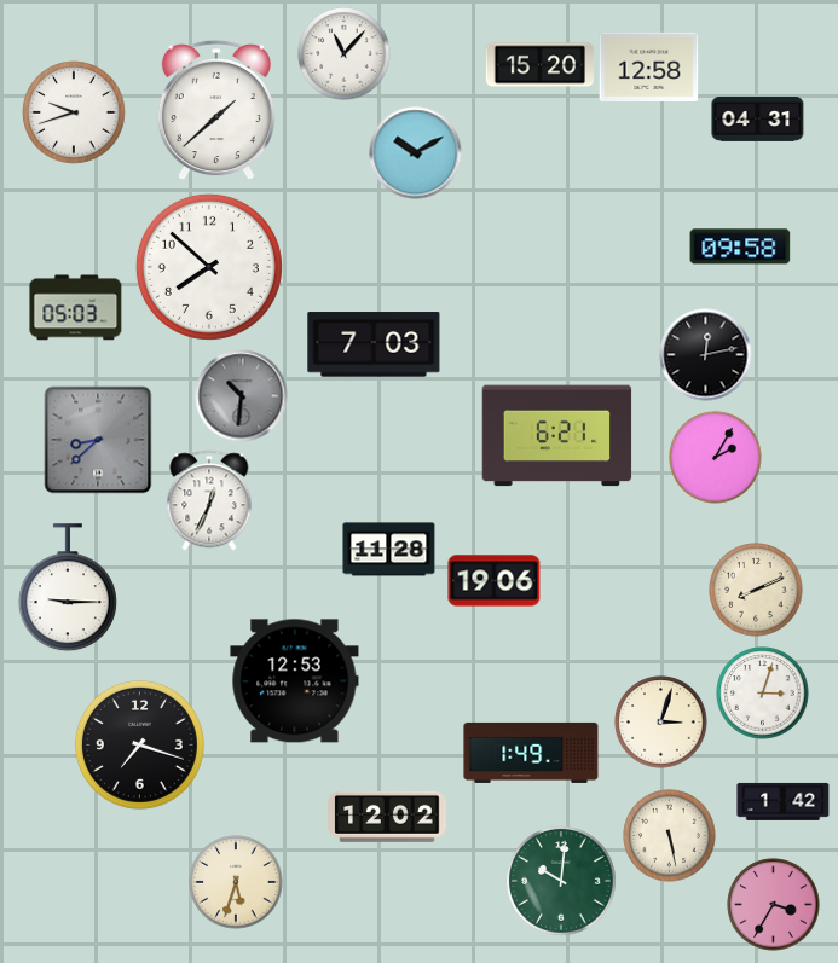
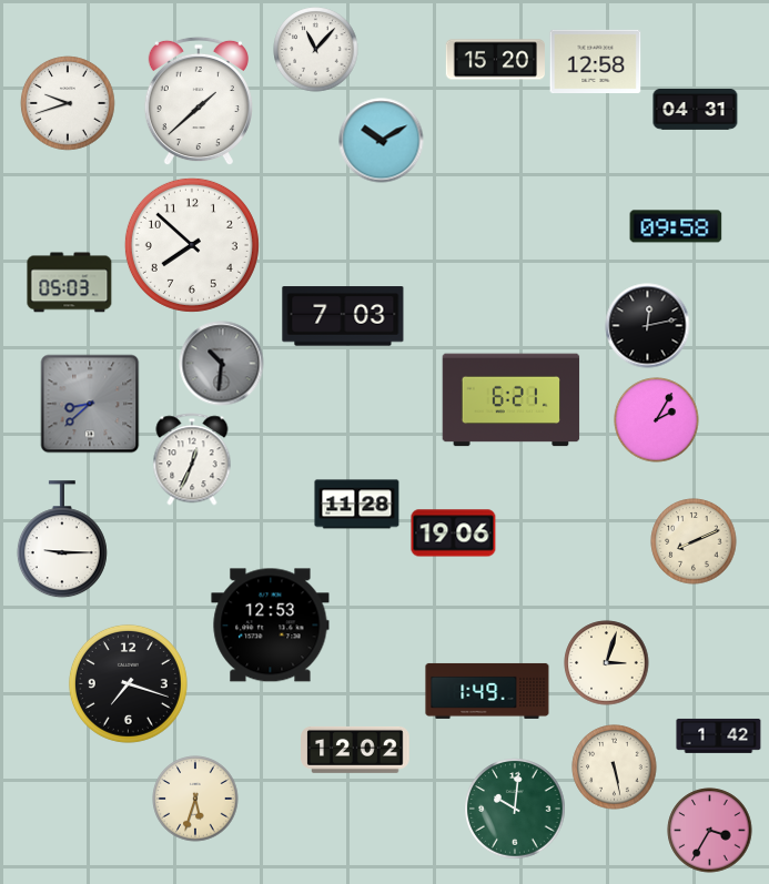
clock at (740, 246) position: (740, 246) -> (676, 226)
clock at (763, 694): 3:03 -> none
clock at (236, 882) position: (236, 882) -> (195, 799)
